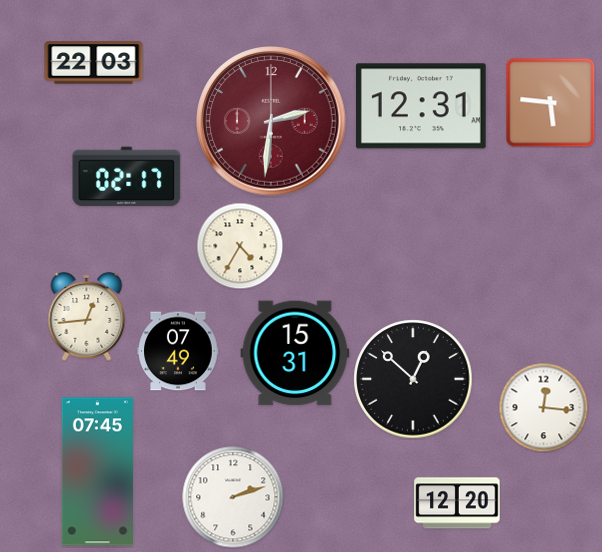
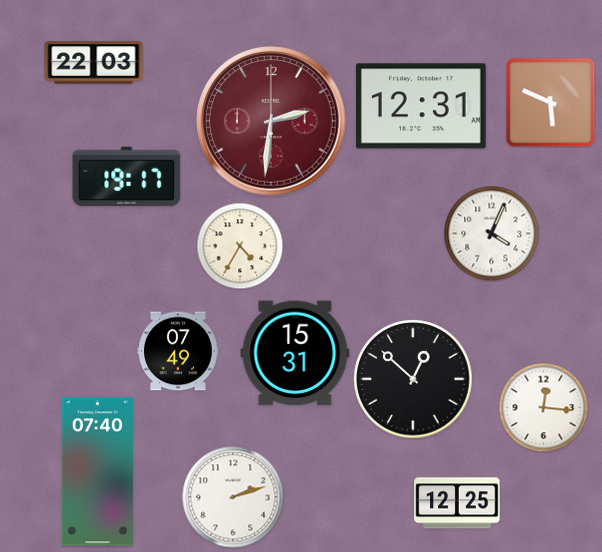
clock at (550, 102): 5:46 -> 5:49
clock at (127, 177): 02:17 -> 19:17
clock at (491, 233): none -> 4:04
clock at (87, 316): 12:44 -> none
clock at (97, 472): 07:45 -> 07:40
clock at (457, 503): 12:20 -> 12:25
